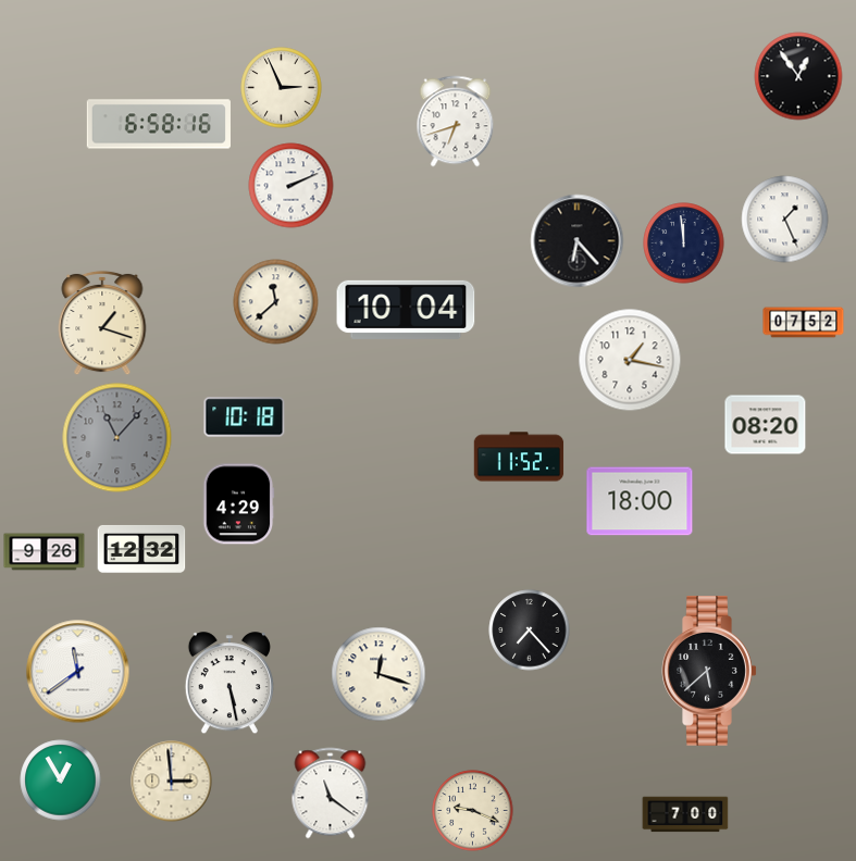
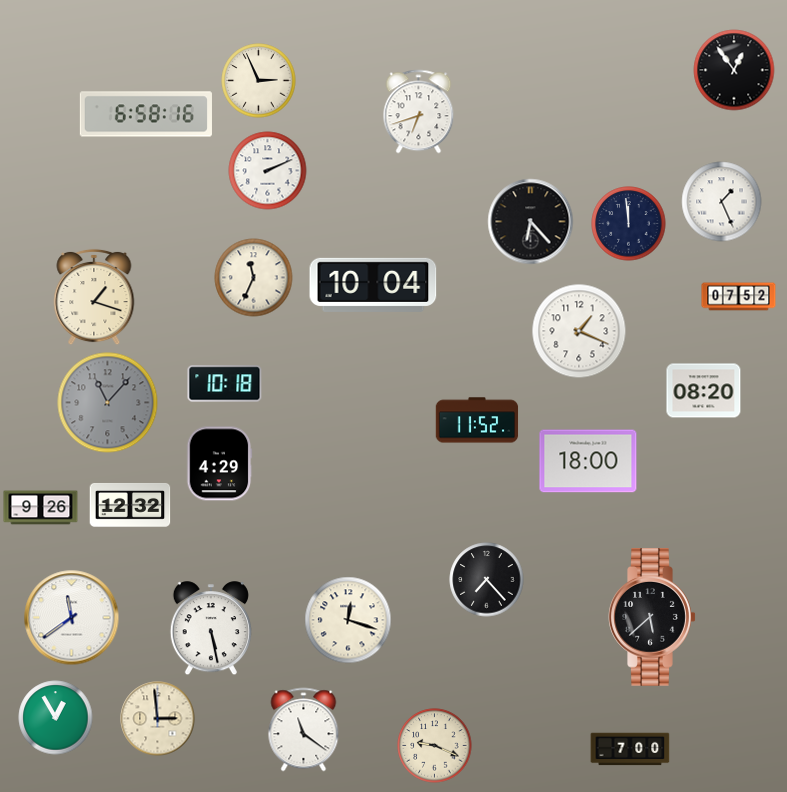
clock at (276, 302): 11:38 -> 11:34
clock at (630, 360): 1:17 -> 1:19
